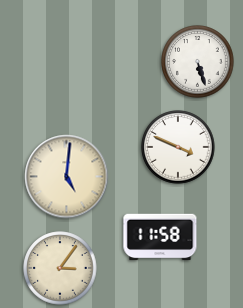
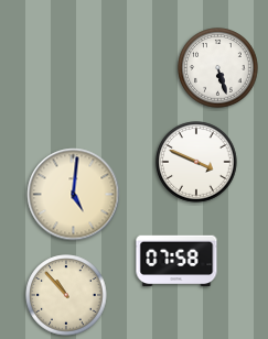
clock at (160, 237): 11:58 -> 07:58
clock at (60, 268): 3:06 -> 10:53
